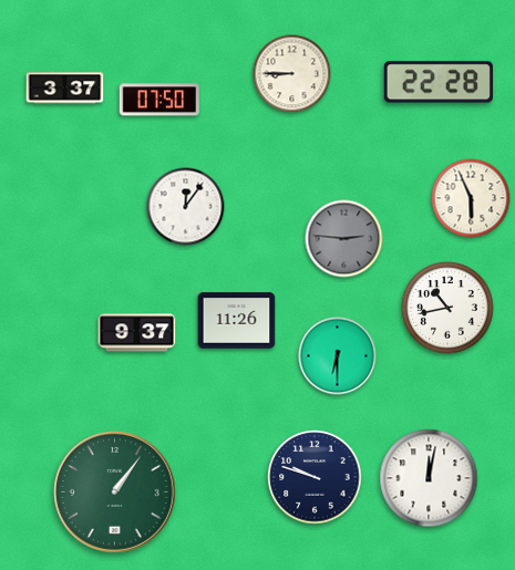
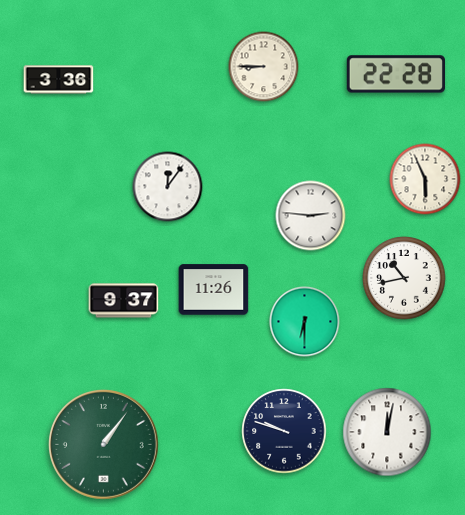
clock at (65, 89): 3:37 -> 3:36
clock at (159, 100): 07:50 -> none
clock at (344, 239) dial: grey -> white
